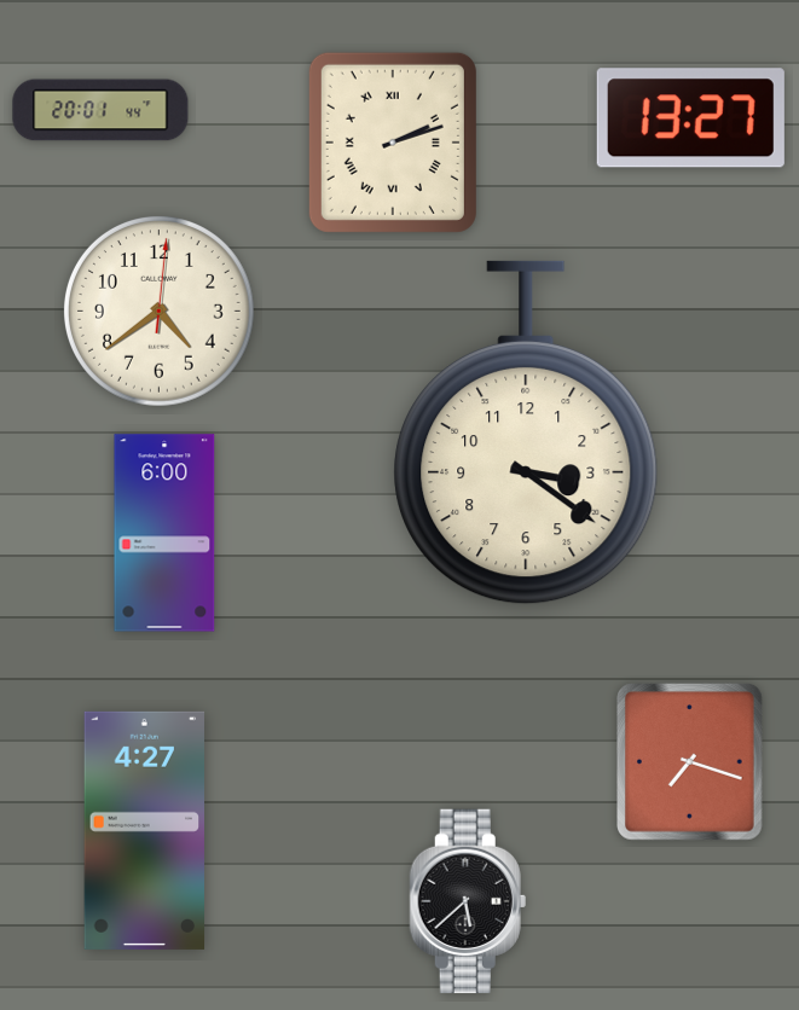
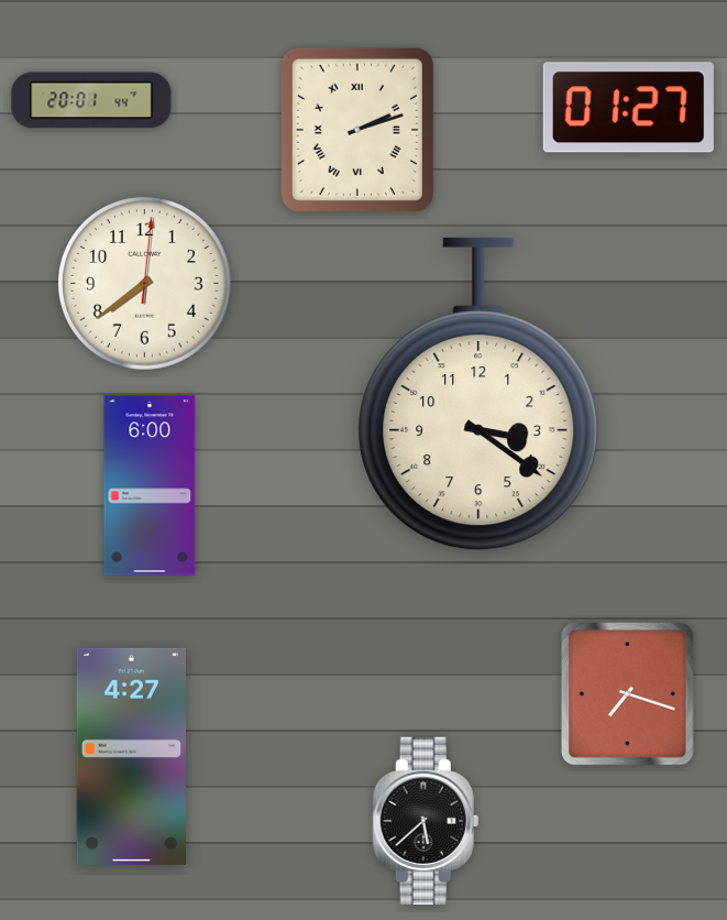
clock at (690, 118): 13:27 -> 01:27
clock at (160, 310): 4:39 -> 7:39
